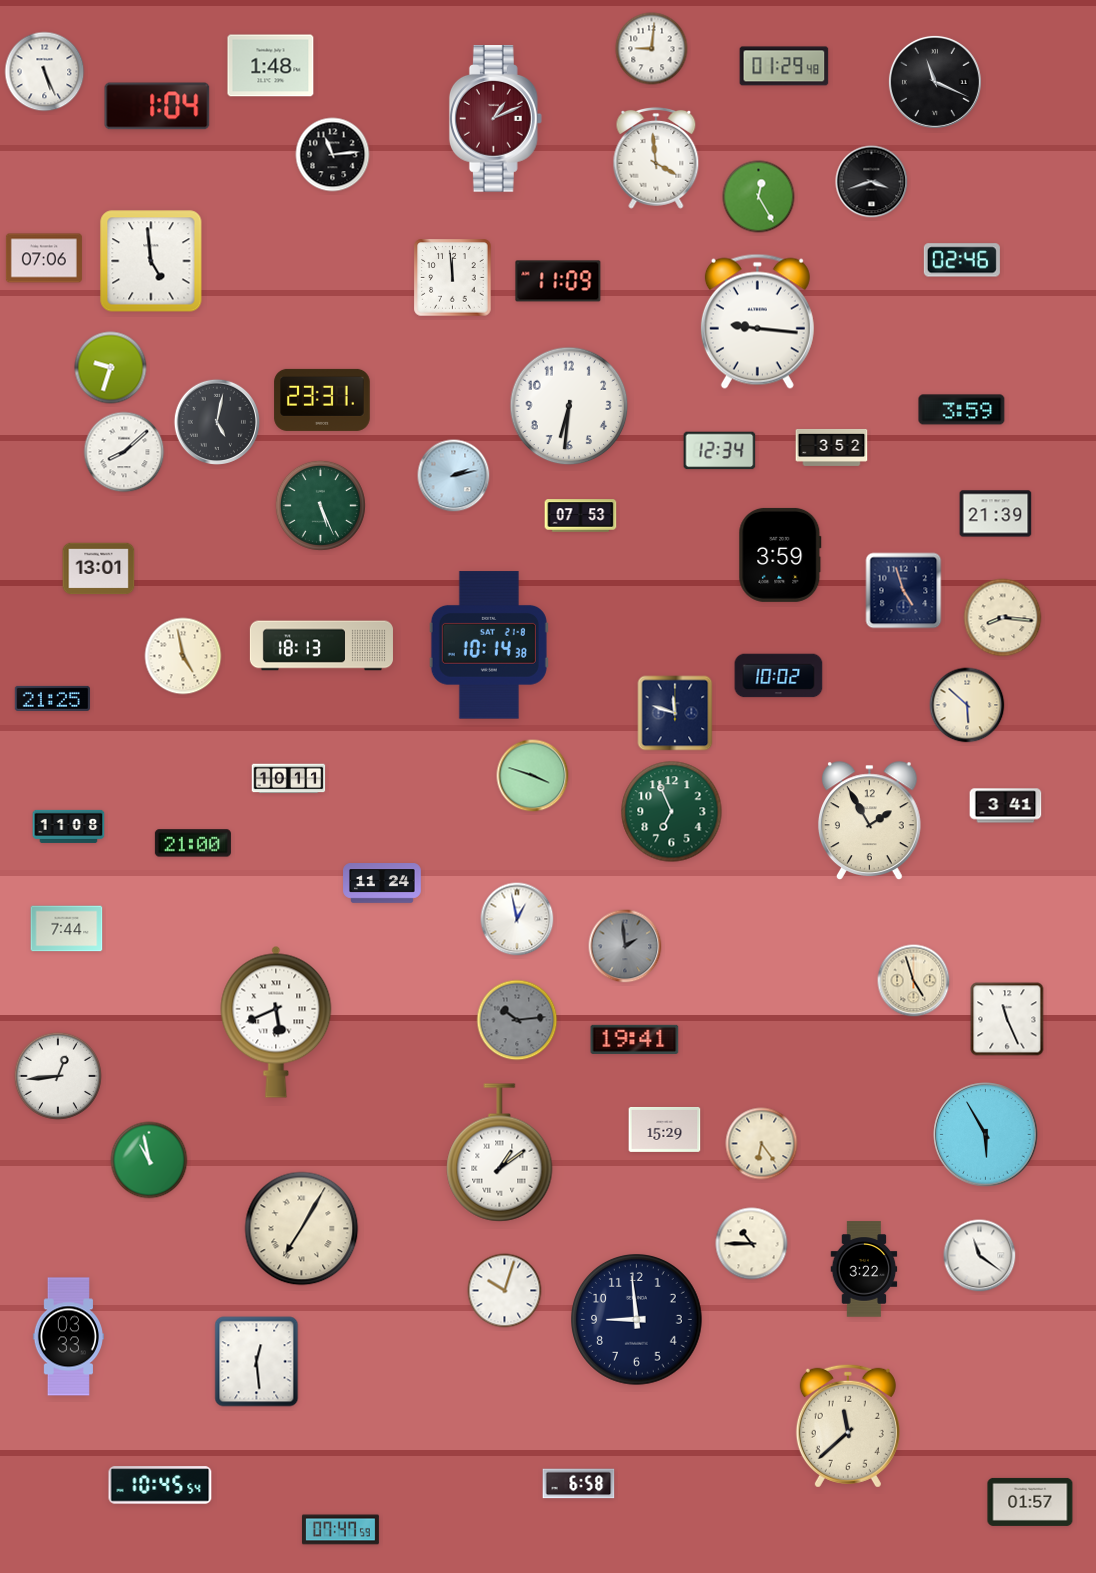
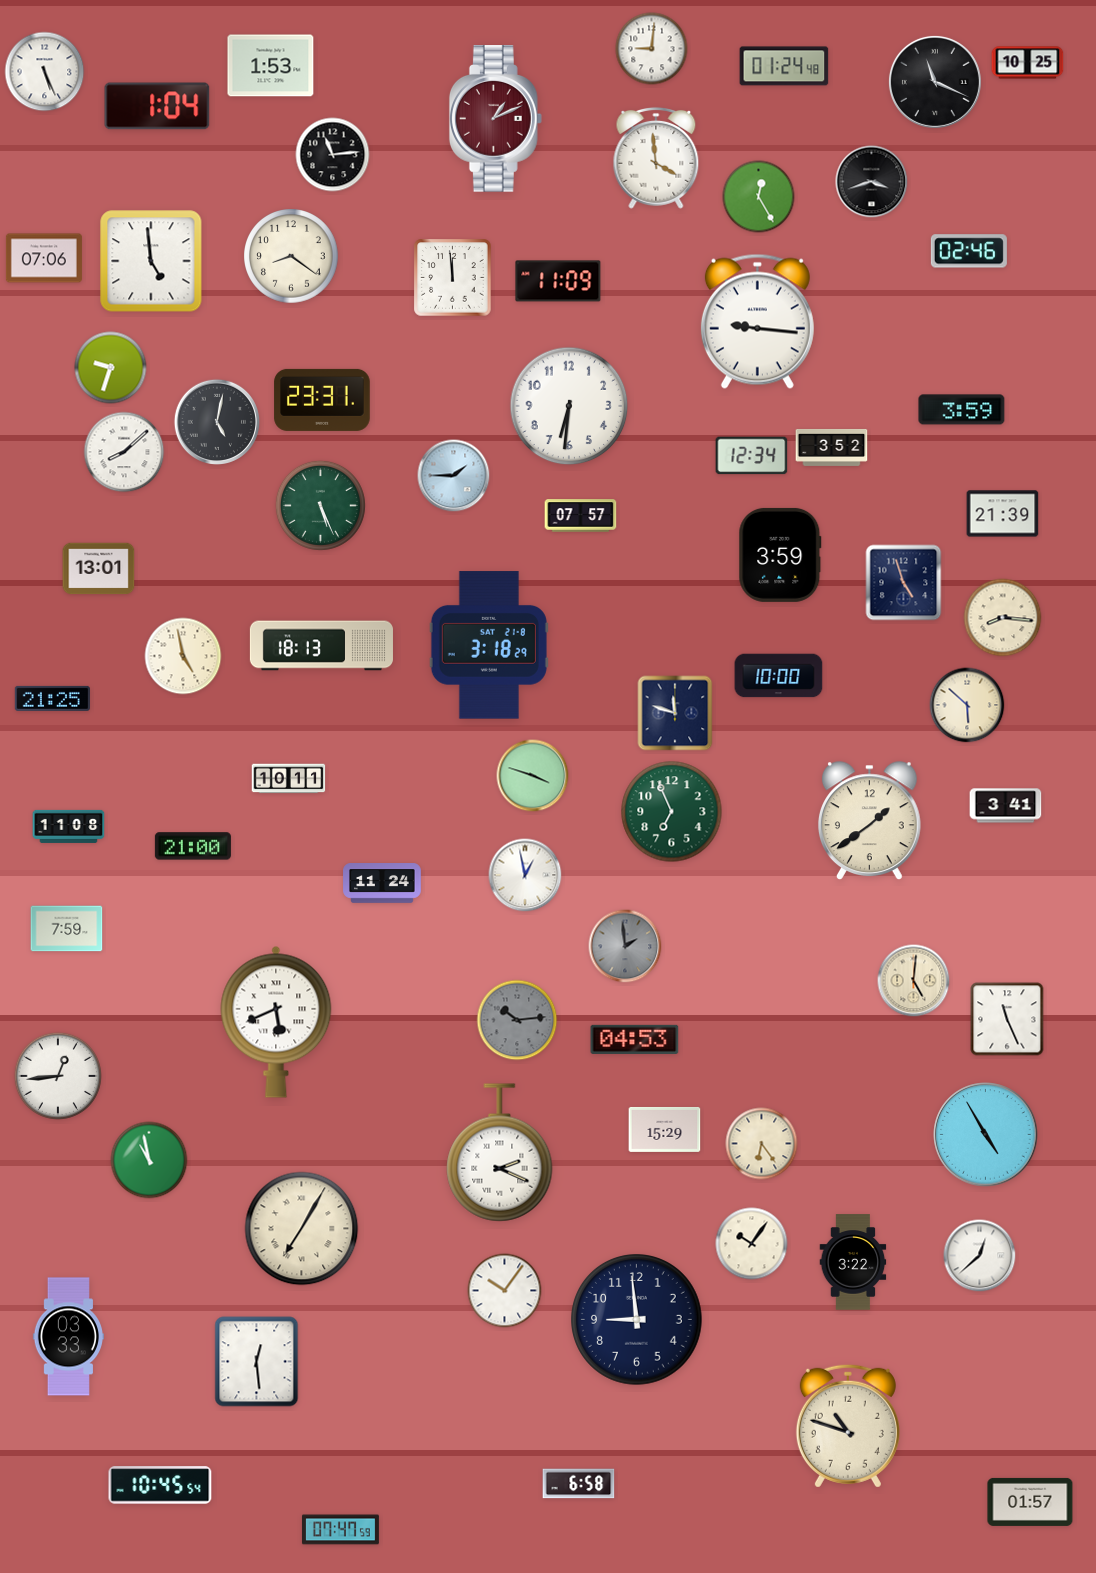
clock at (1028, 63): none -> 10:25
clock at (271, 66): 1:48 -> 1:53
clock at (784, 66): 01:29 -> 01:24
clock at (291, 256): none -> 8:21
clock at (962, 260) position: (962, 260) -> (969, 251)
clock at (720, 451) position: (720, 451) -> (752, 456)
clock at (454, 476): 2:13 -> 1:45
clock at (996, 514) position: (996, 514) -> (1003, 514)
clock at (581, 516): 07:53 -> 07:57
clock at (904, 591) position: (904, 591) -> (904, 583)
clock at (489, 645): 10:14 -> 3:18
clock at (779, 676): 10:02 -> 10:00
clock at (870, 820): 1:55 -> 1:39
clock at (193, 843) position: (193, 843) -> (193, 846)
clock at (517, 919) position: (517, 919) -> (525, 875)
clock at (67, 929): 7:44 -> 7:59
clock at (914, 981): 4:57 -> 5:01
clock at (635, 1039): 19:41 -> 04:53
clock at (986, 1135): 5:55 -> 4:55
clock at (500, 1153): 1:09 -> 2:19
clock at (752, 1244): 10:45 -> 10:06
clock at (980, 1256): 11:21 -> 12:38
clock at (864, 1269) position: (864, 1269) -> (853, 1262)
clock at (505, 1291): 10:03 -> 10:06
clock at (848, 1426): 11:38 -> 10:48
